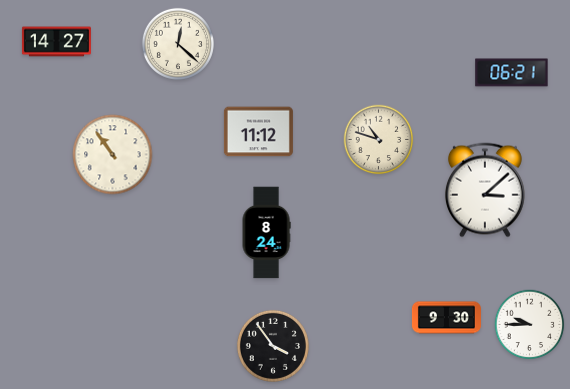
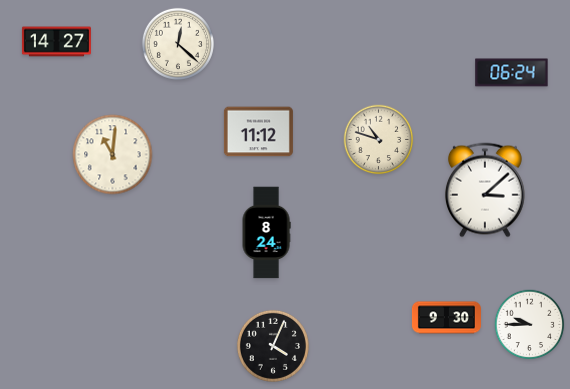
clock at (512, 73): 06:21 -> 06:24
clock at (113, 155): 10:54 -> 11:01
clock at (273, 346): 3:54 -> 4:04
